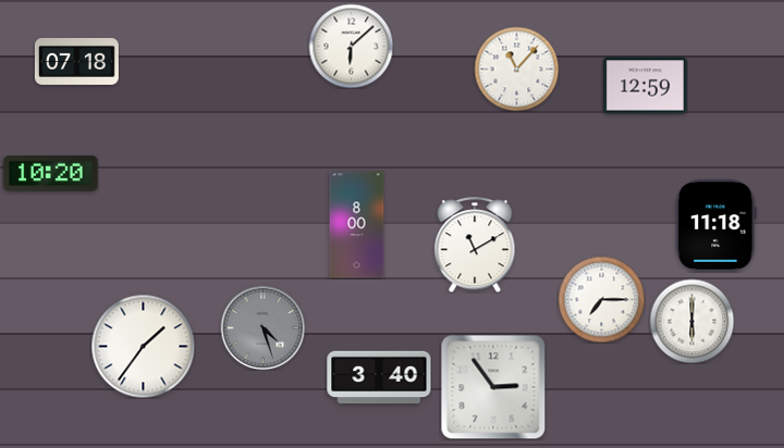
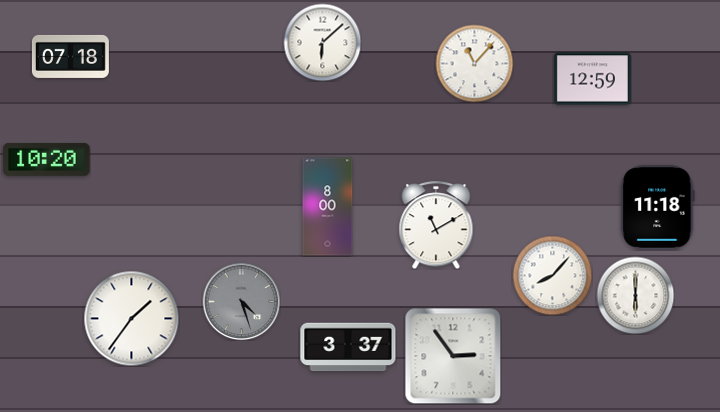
clock at (601, 299): 7:15 -> 8:07
clock at (379, 377): 3:40 -> 3:37
